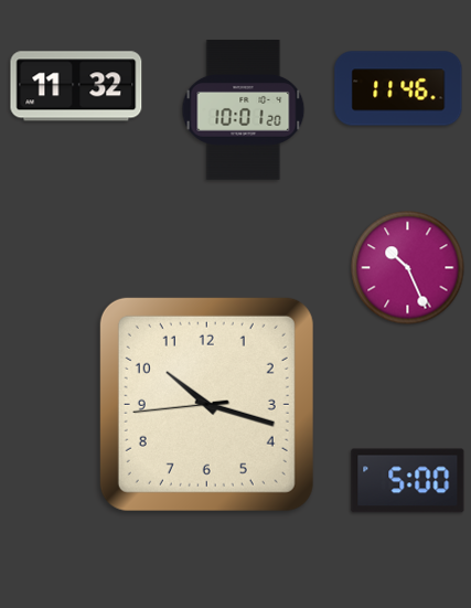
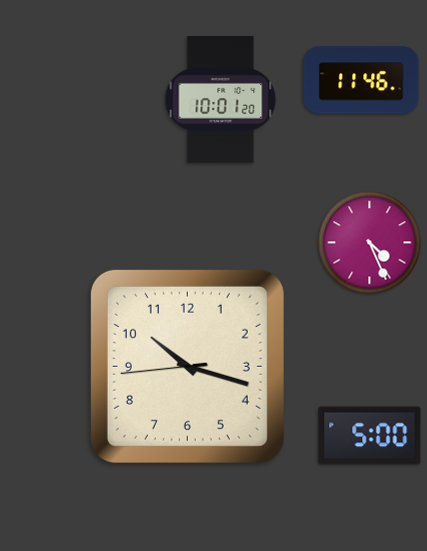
clock at (76, 86): 11:32 -> none
clock at (408, 268): 10:26 -> 4:26
